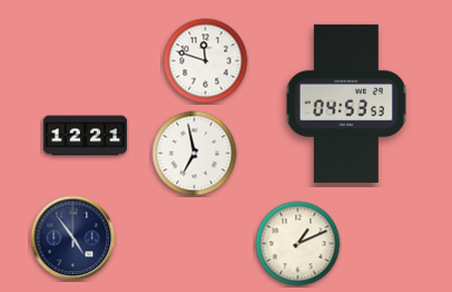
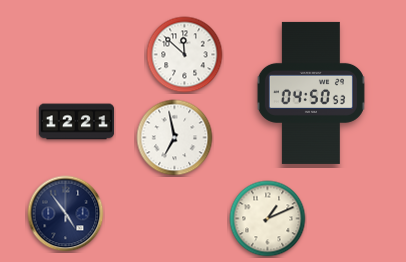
clock at (206, 61): 11:48 -> 11:52
clock at (346, 104): 04:53 -> 04:50
